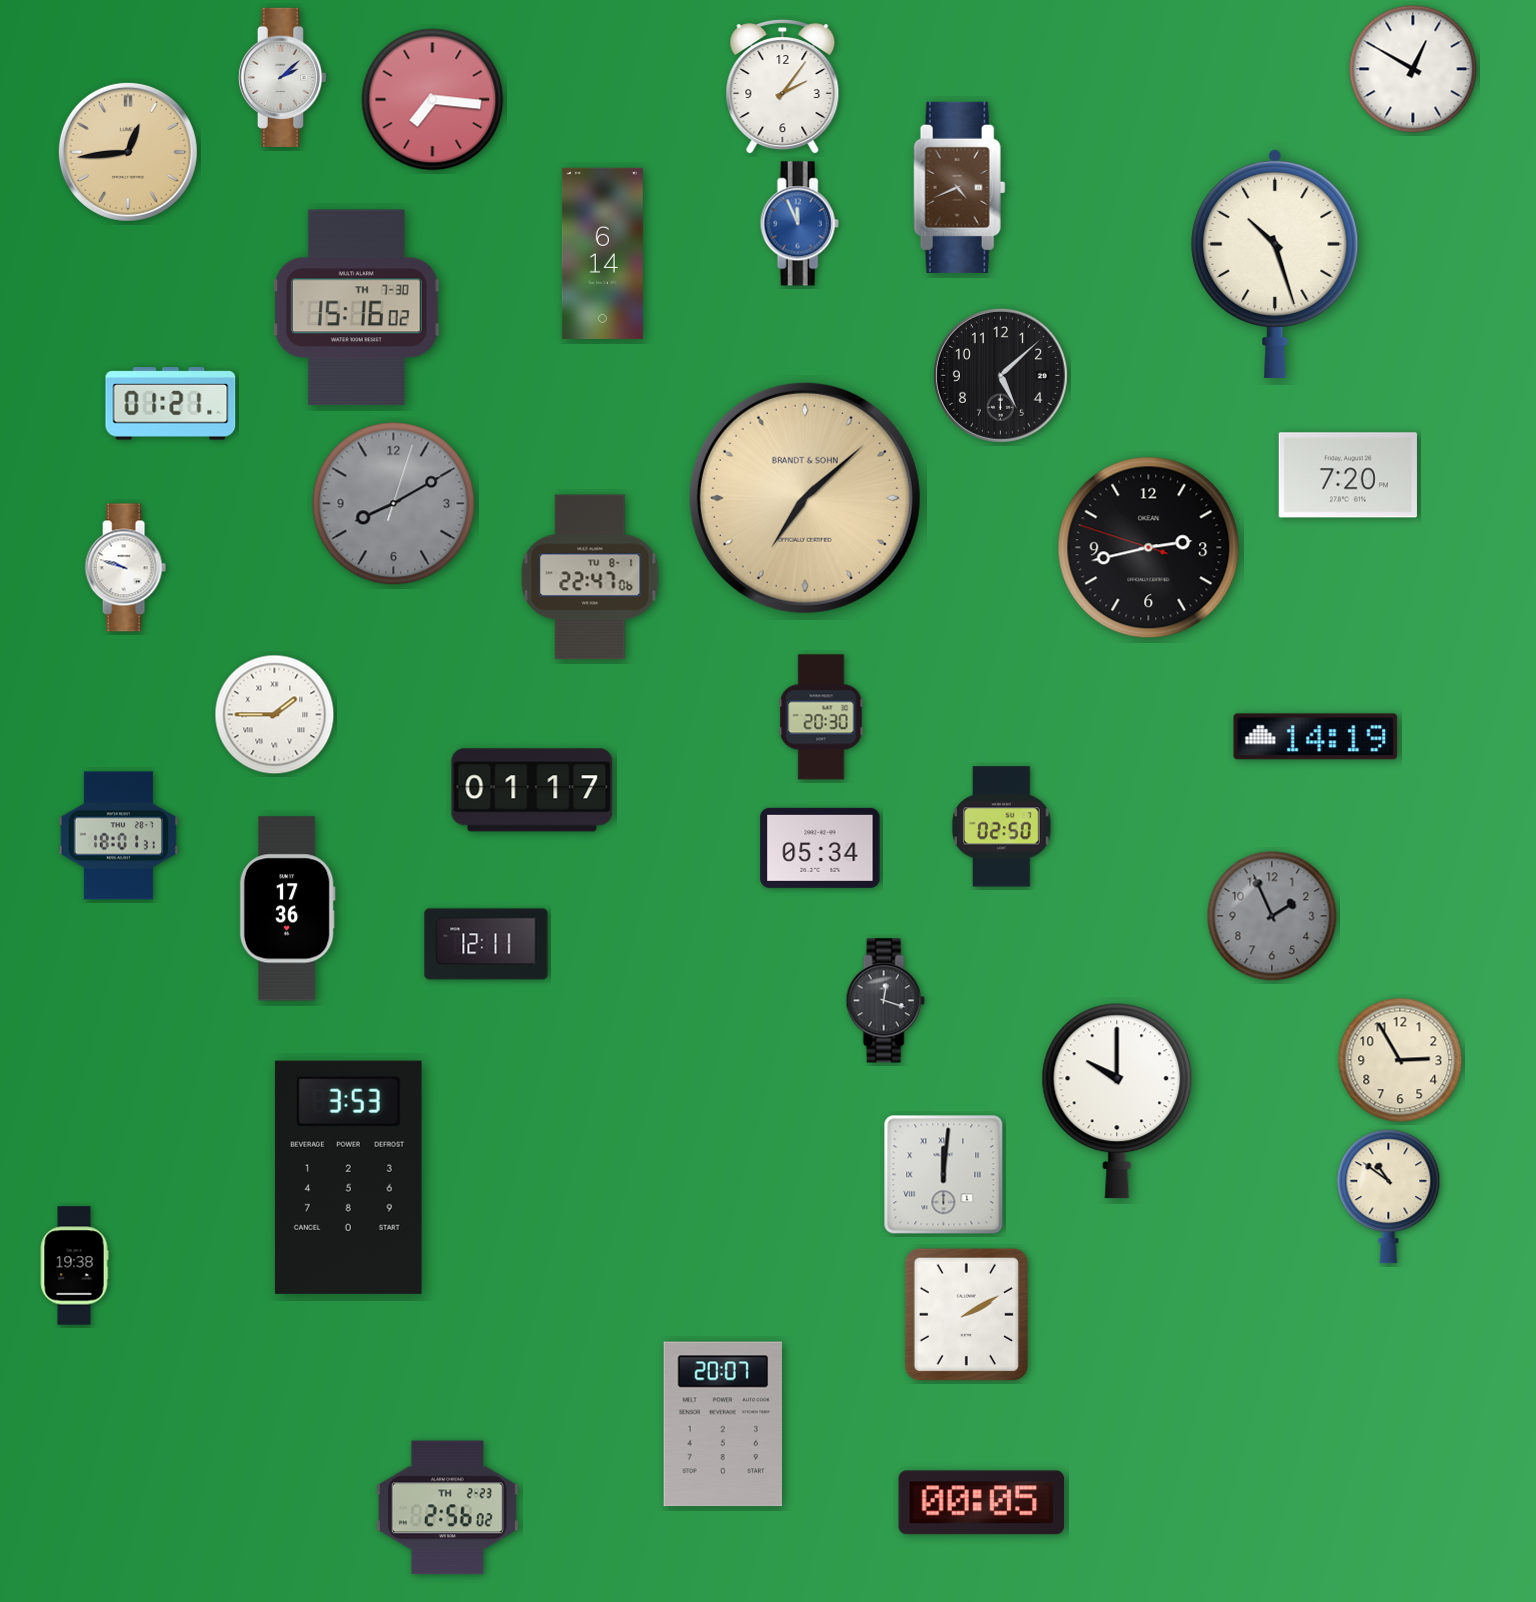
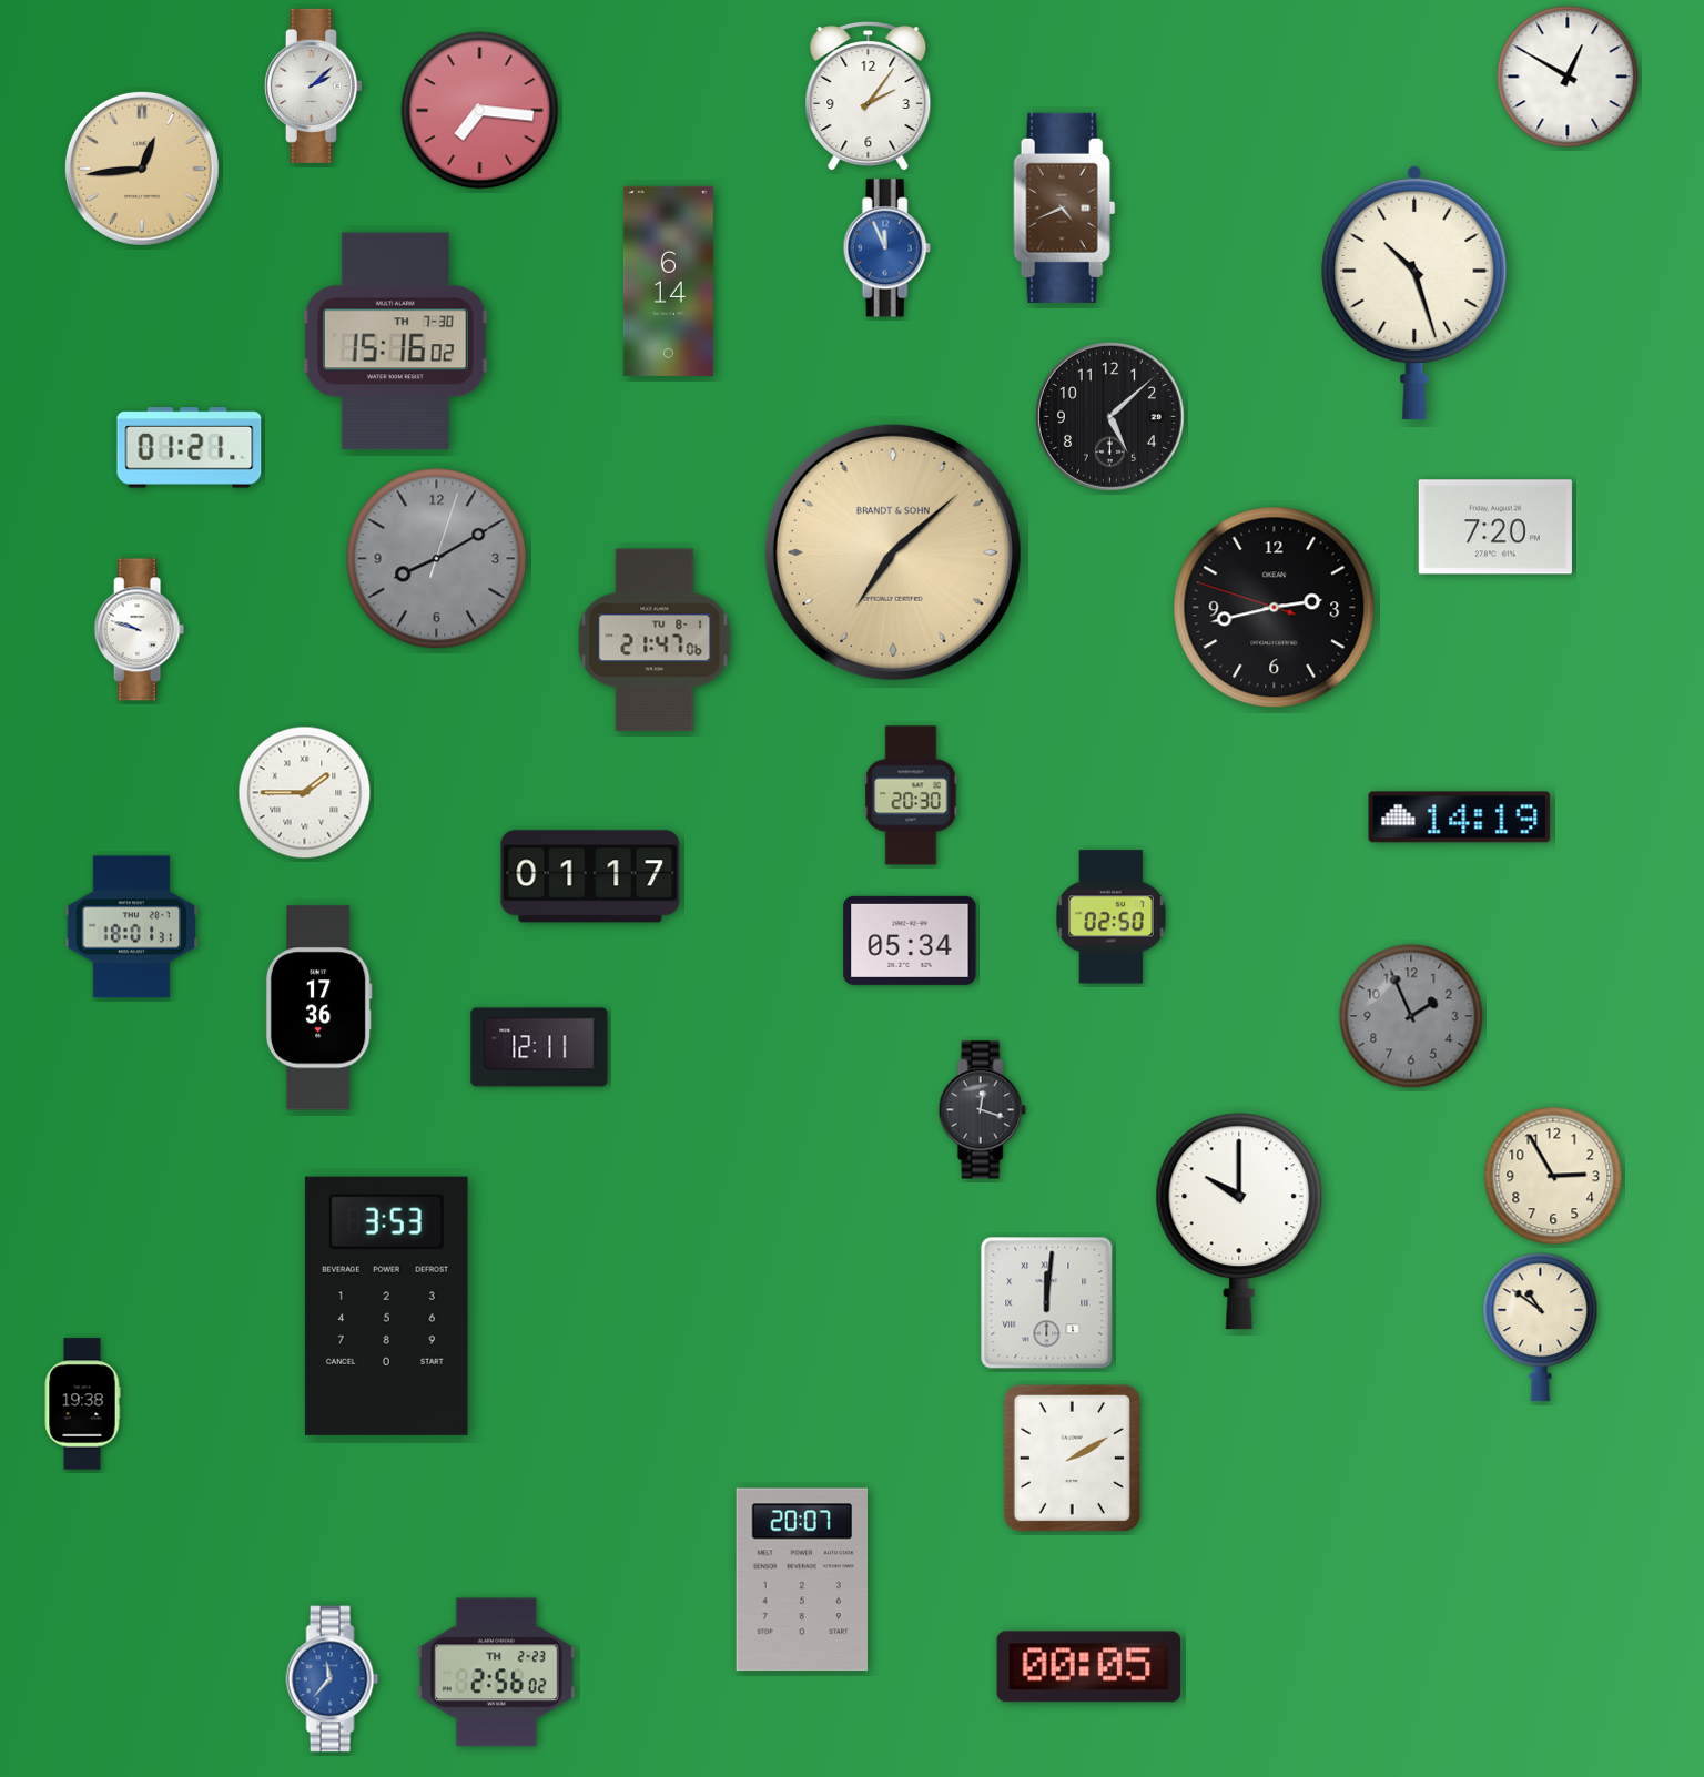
clock at (590, 577): 22:47 -> 21:47
clock at (333, 1679): none -> 11:37
